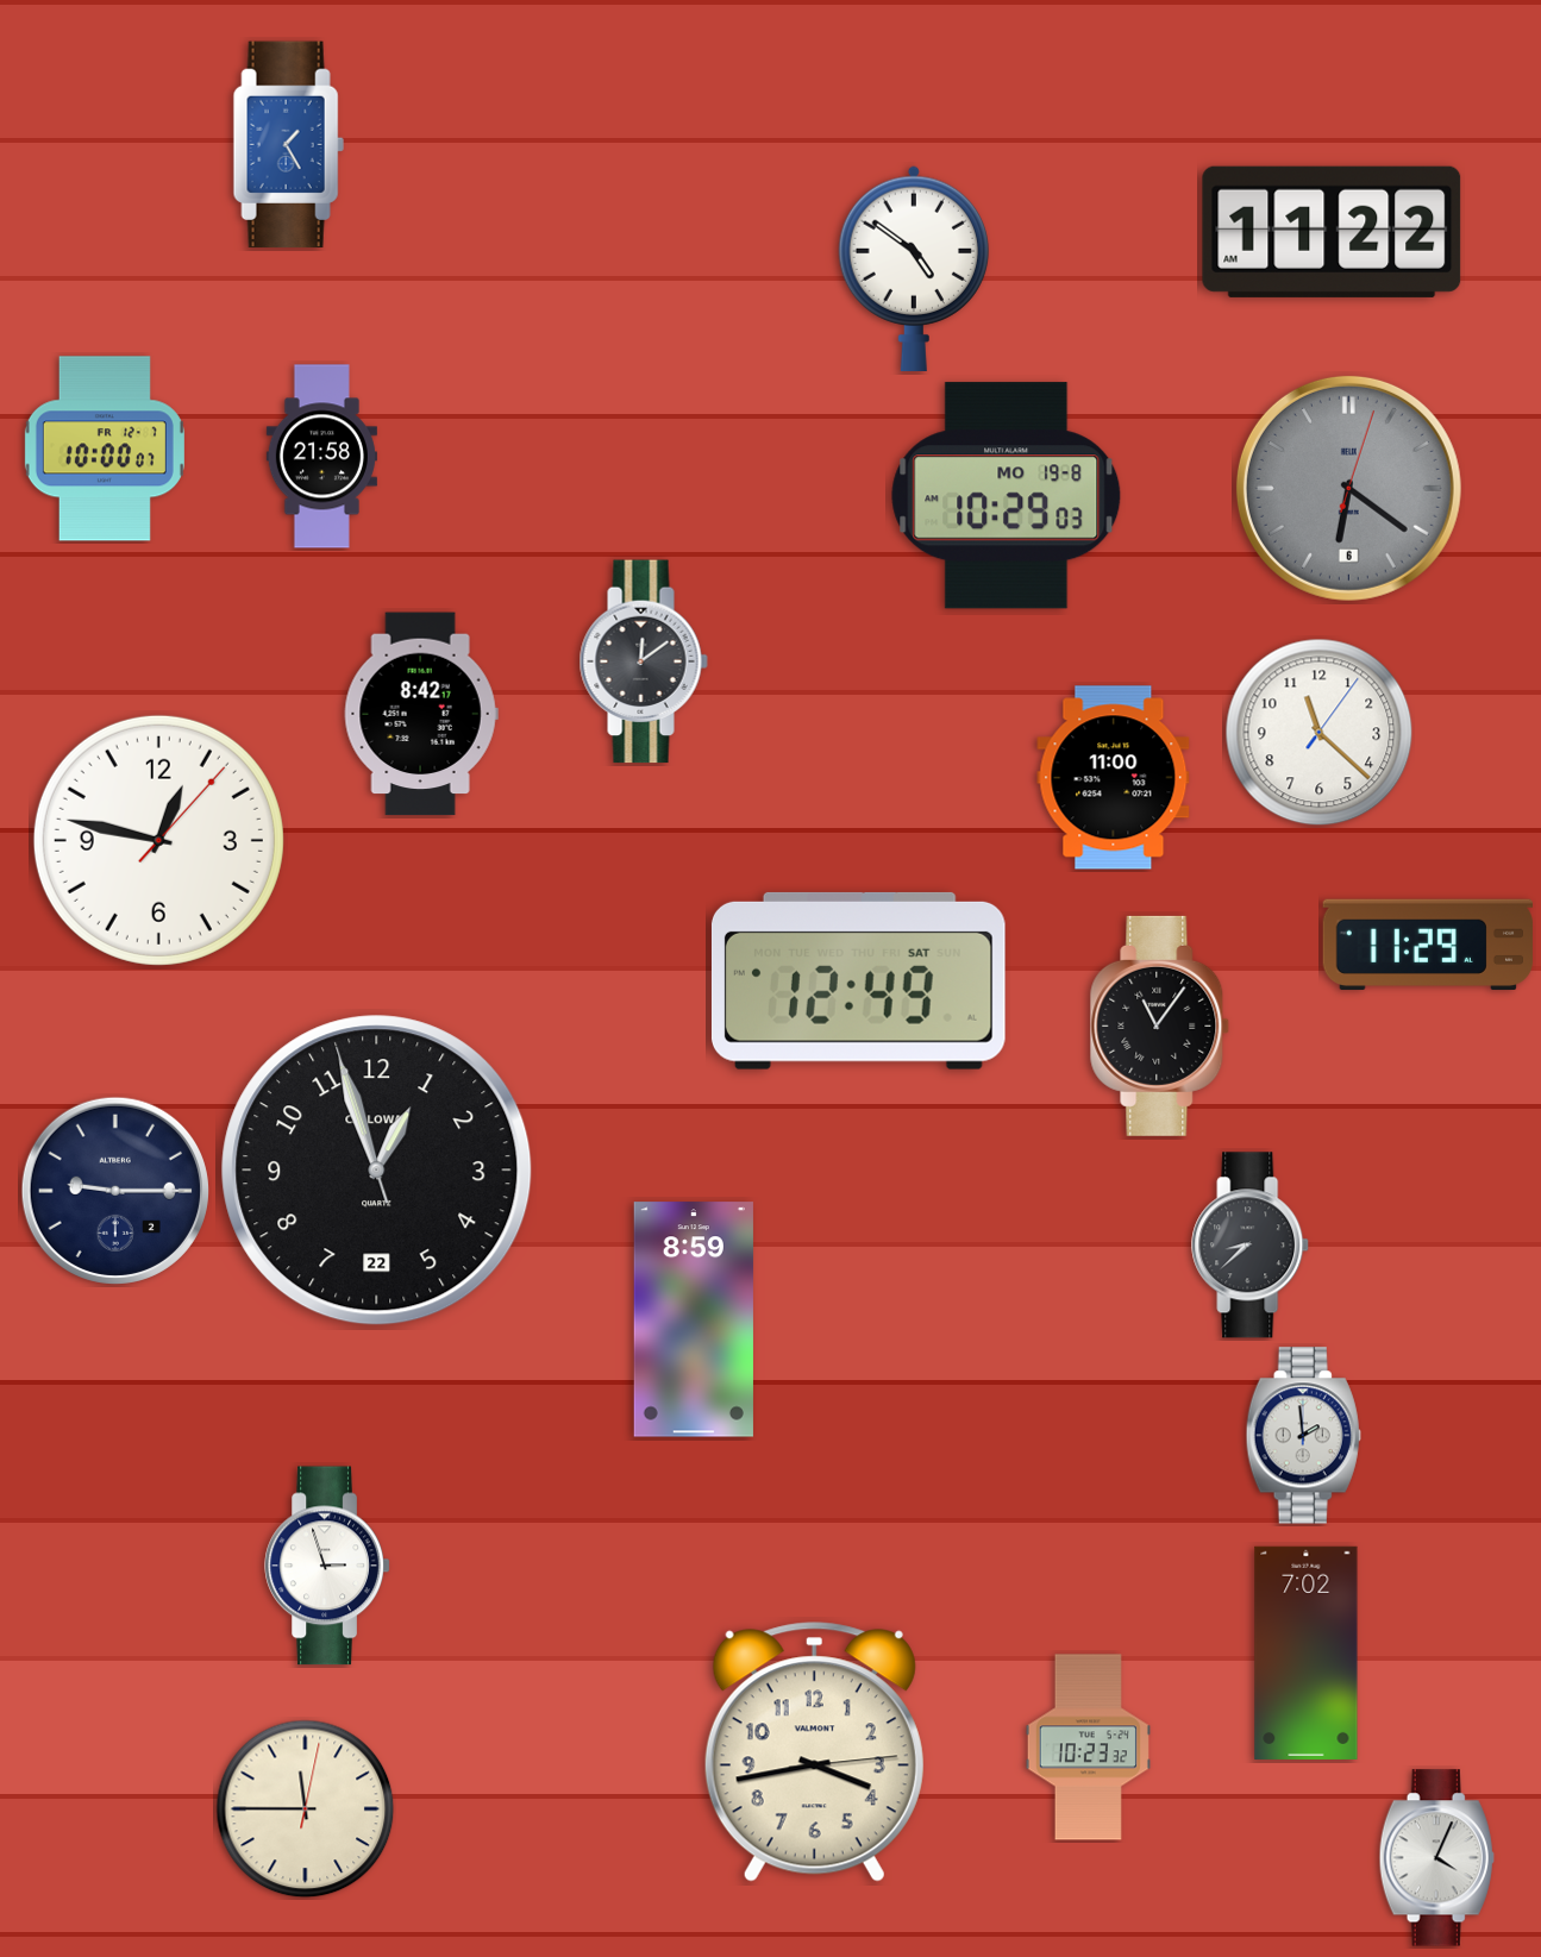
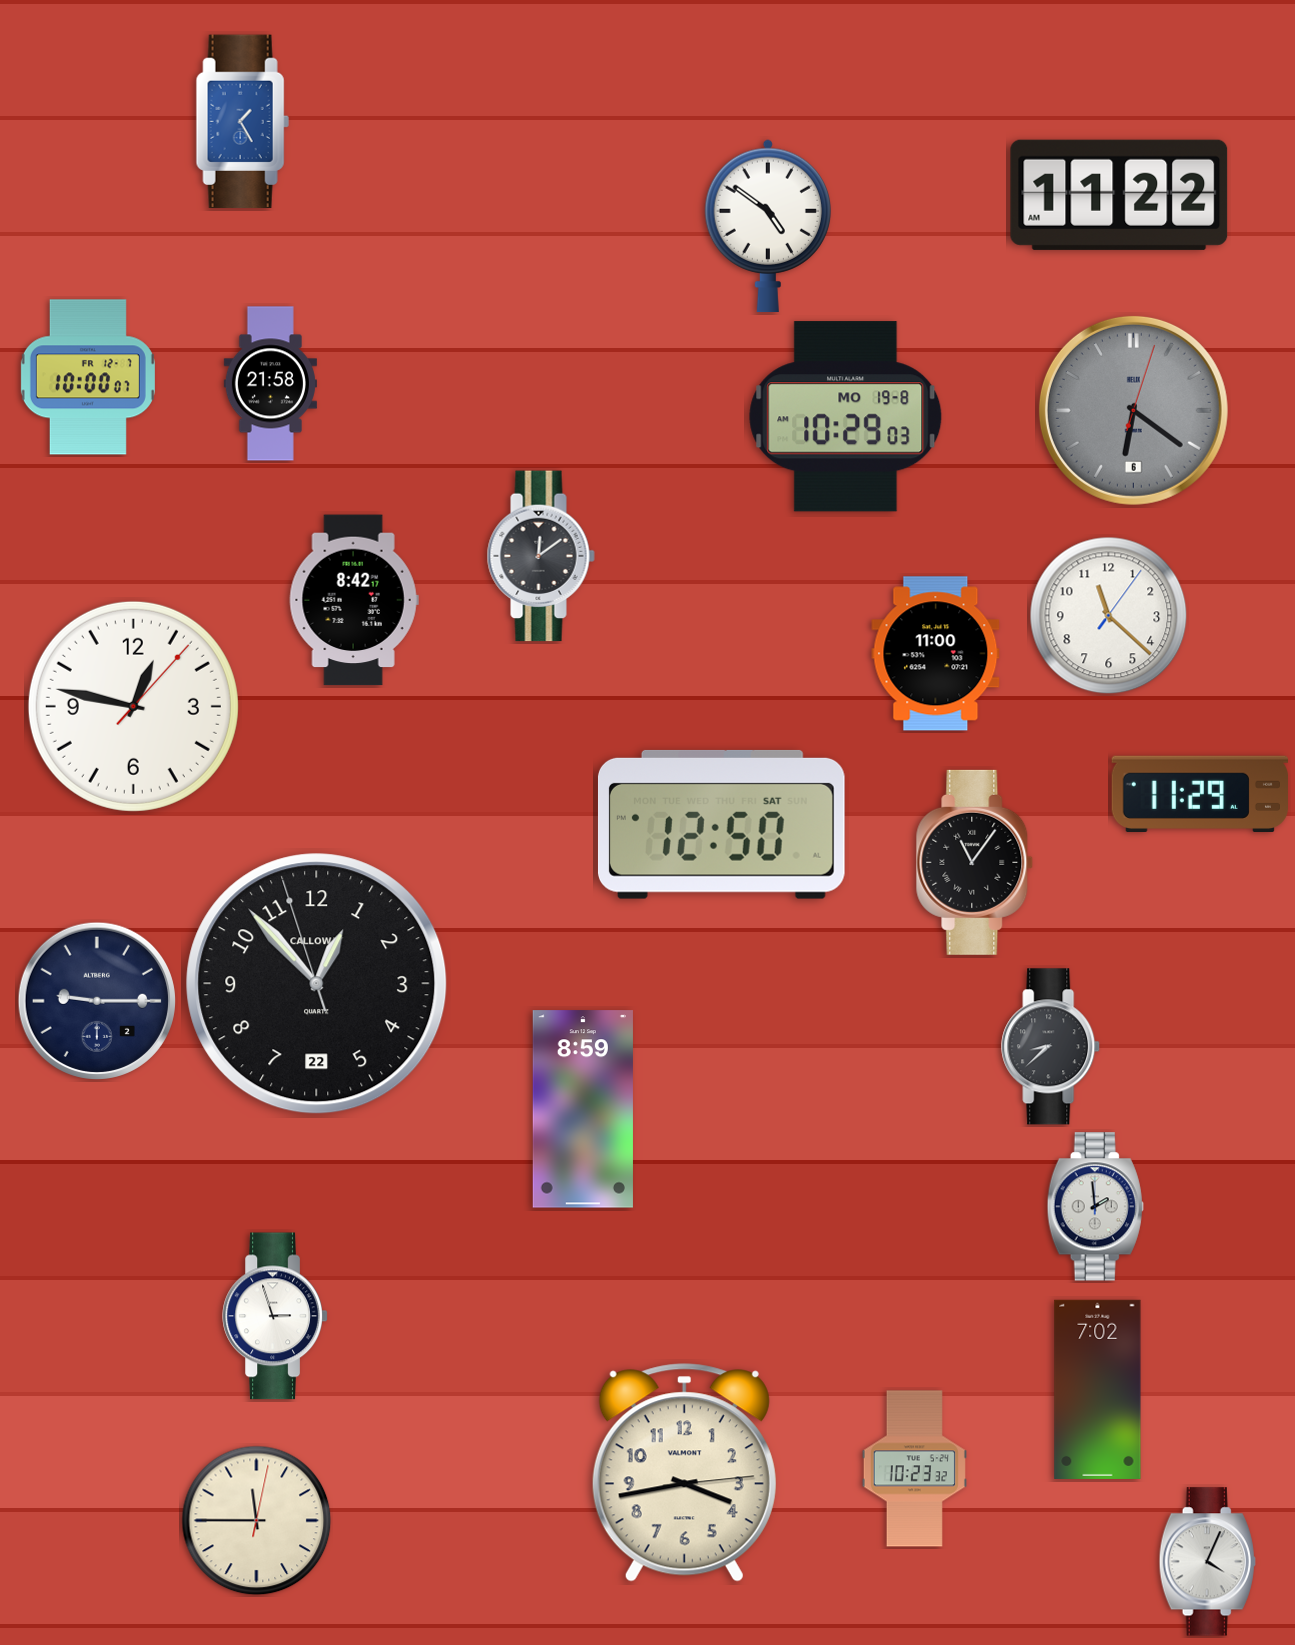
clock at (858, 980): 12:49 -> 12:50
clock at (377, 1171): 12:56 -> 12:52
